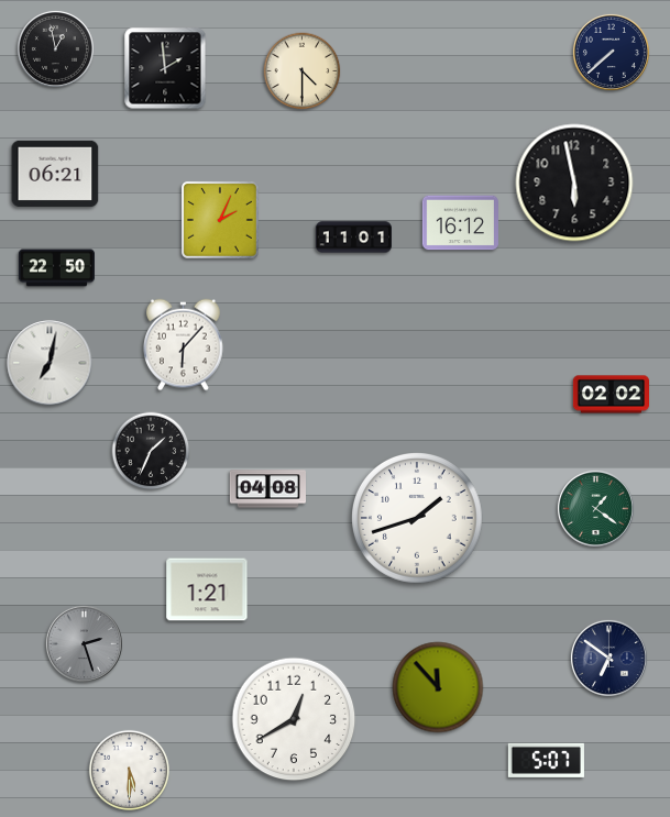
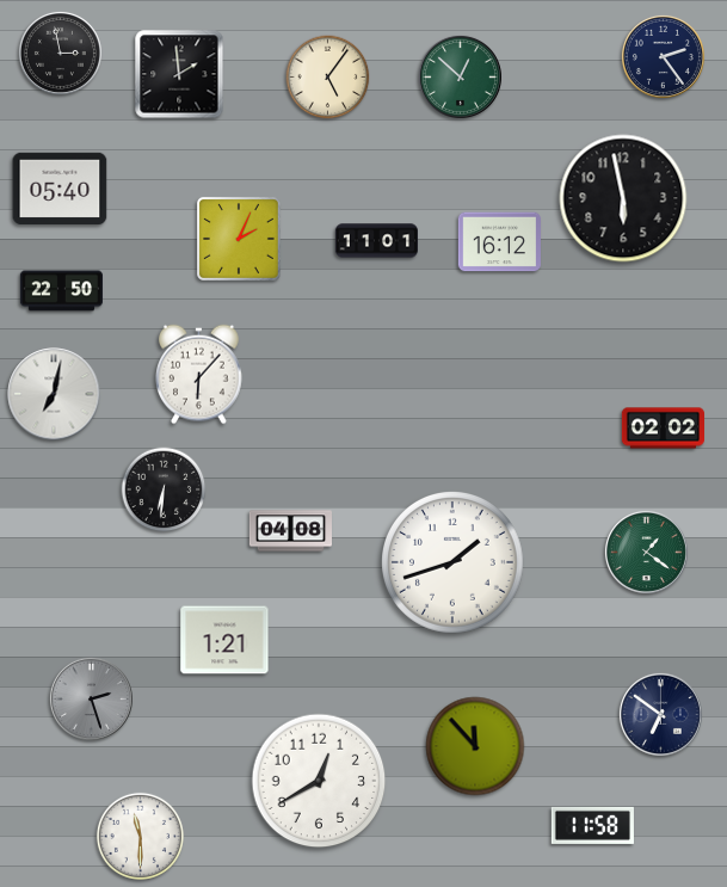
clock at (55, 48): 12:58 -> 2:58
clock at (611, 52): 7:38 -> 2:24
clock at (460, 76): none -> 12:52
clock at (303, 71): 4:30 -> 5:06
clock at (55, 174): 06:21 -> 05:40
clock at (353, 238) position: (353, 238) -> (376, 241)
clock at (151, 451): 1:34 -> 6:31
clock at (546, 760): 5:07 -> 11:58
clock at (129, 770): 5:30 -> 11:30
